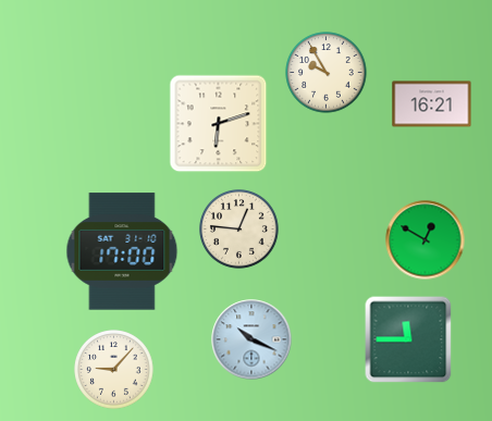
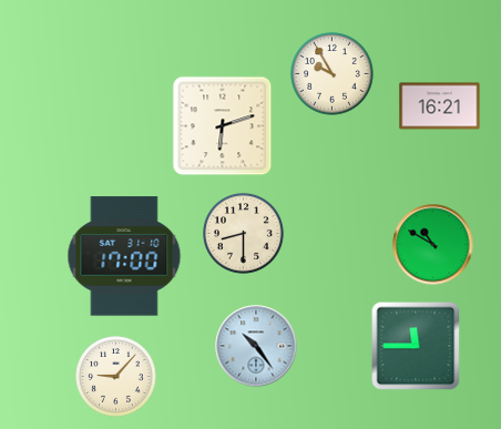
clock at (239, 230): 12:46 -> 8:30
clock at (426, 240): 12:50 -> 10:50
clock at (251, 339): 10:19 -> 10:24
